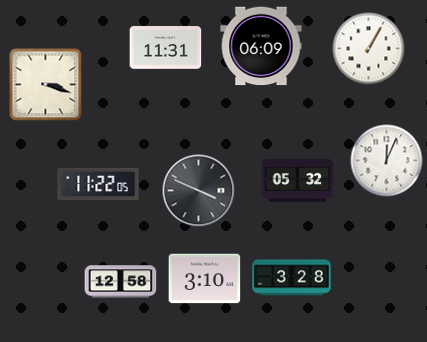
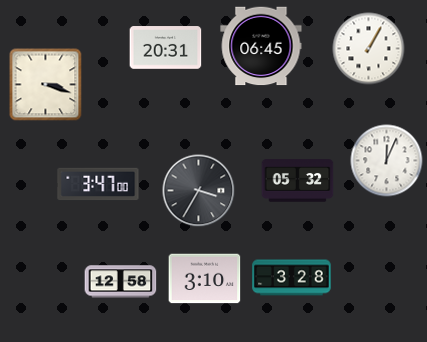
clock at (261, 46): 06:09 -> 06:45
clock at (166, 48): 11:31 -> 20:31
clock at (98, 184): 11:22 -> 3:47
clock at (199, 191): 3:49 -> 3:35
